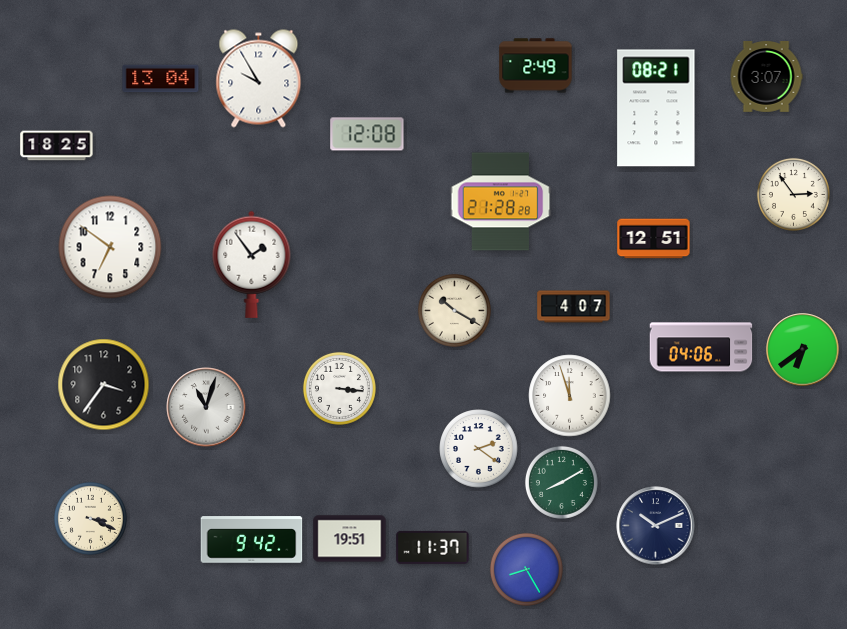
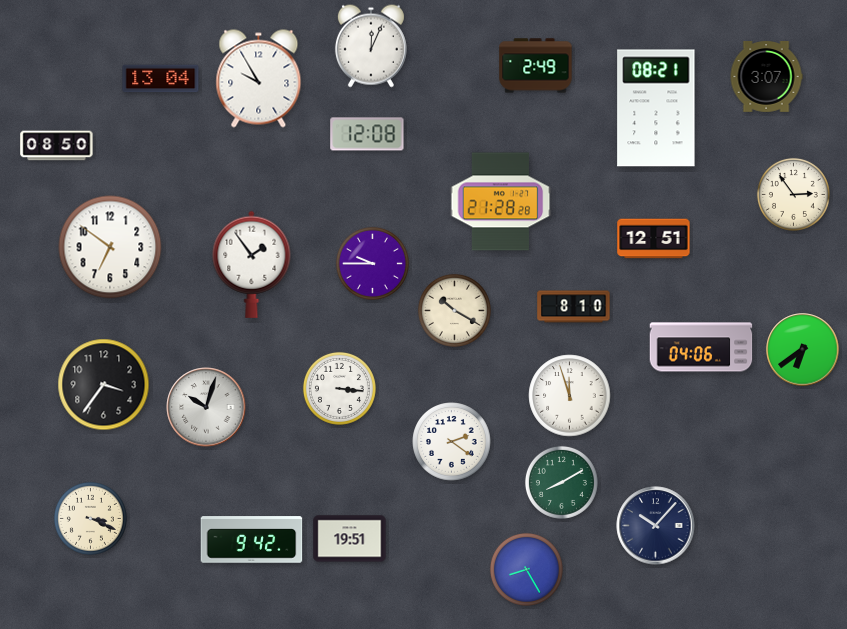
clock at (371, 46): none -> 12:04
clock at (57, 146): 18:25 -> 08:50
clock at (372, 263): none -> 9:45
clock at (574, 307): 4:07 -> 8:10
clock at (206, 407): 11:03 -> 10:03
clock at (479, 449) position: (479, 449) -> (452, 442)
clock at (656, 526): 10:11 -> 10:07
clock at (433, 547): 11:37 -> none
